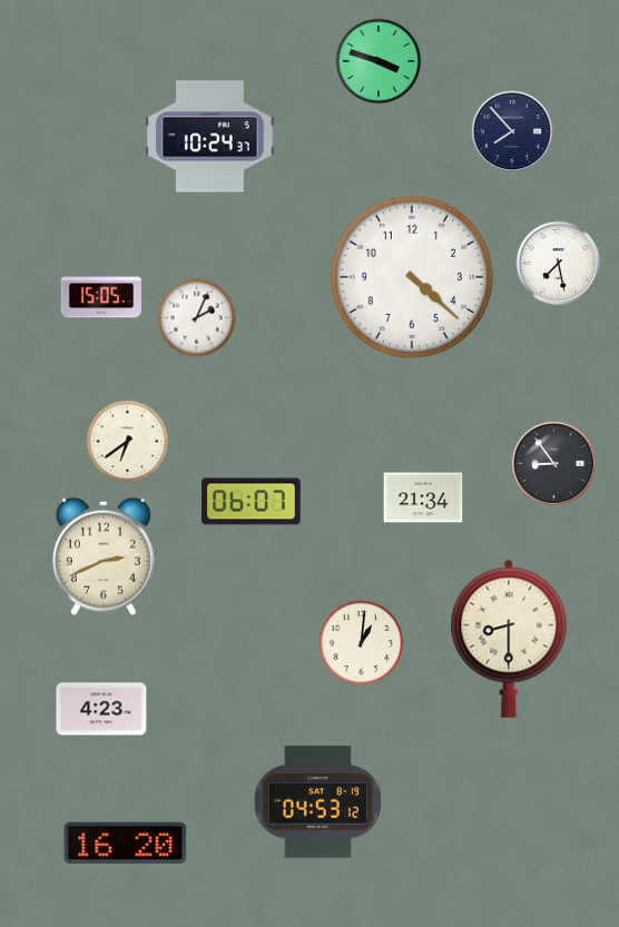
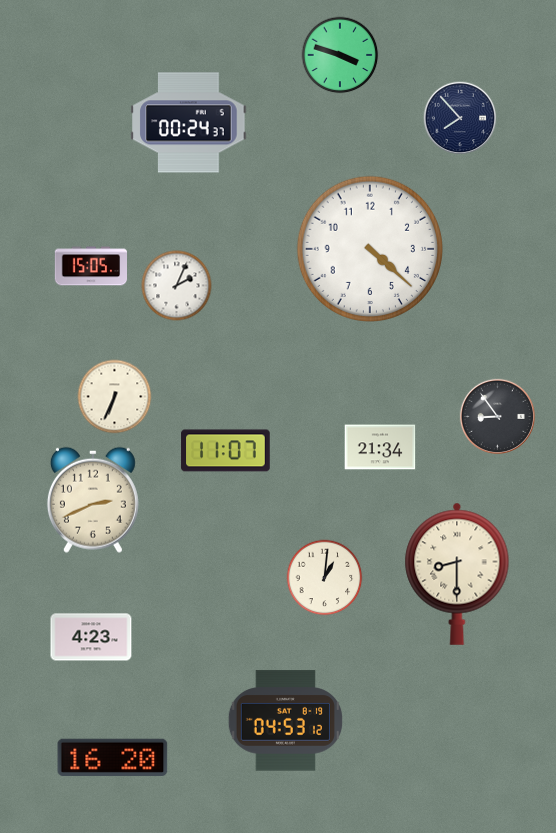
clock at (210, 137): 10:24 -> 00:24
clock at (558, 263): 7:28 -> none
clock at (128, 442): 6:39 -> 6:34
clock at (252, 502): 06:07 -> 11:07
